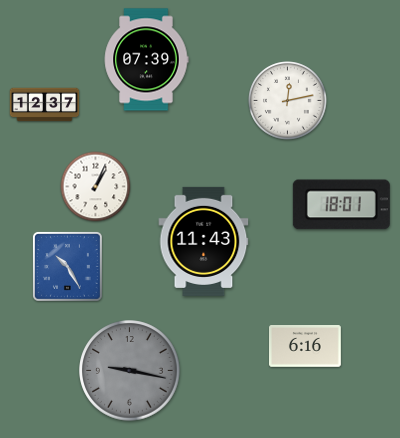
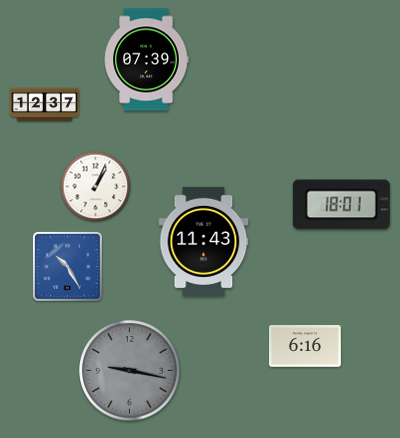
clock at (288, 101): 12:13 -> none
